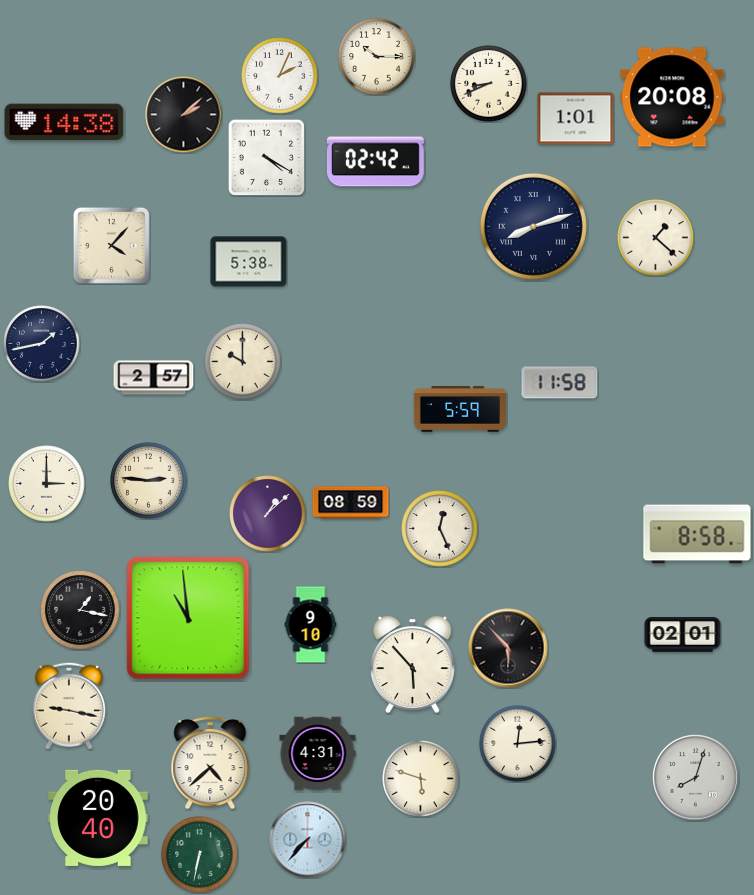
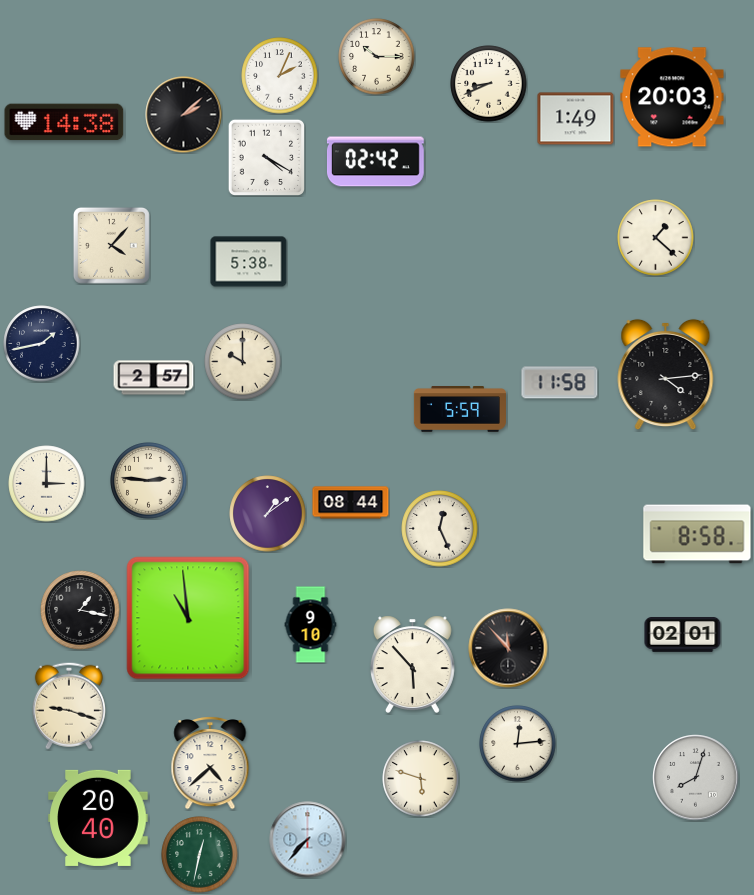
clock at (672, 97): 20:08 -> 20:03
clock at (576, 119): 1:01 -> 1:49
clock at (533, 226): 8:12 -> none
clock at (666, 375): none -> 4:14
clock at (351, 503): 08:59 -> 08:44
clock at (268, 514): 1:08 -> 1:09
clock at (508, 648): 5:53 -> 11:53
clock at (69, 706): 9:17 -> 9:18
clock at (318, 754): 4:31 -> none
clock at (200, 855): 6:32 -> 12:32
